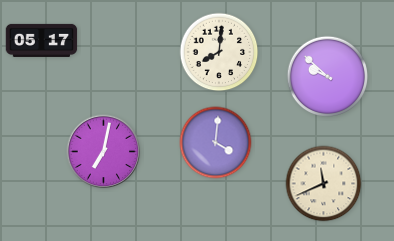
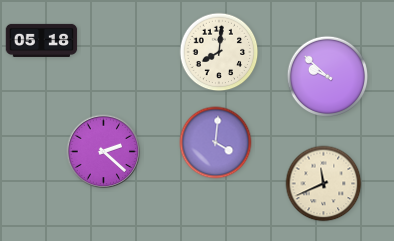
clock at (42, 40): 05:17 -> 05:18
clock at (104, 152): 7:02 -> 2:22
